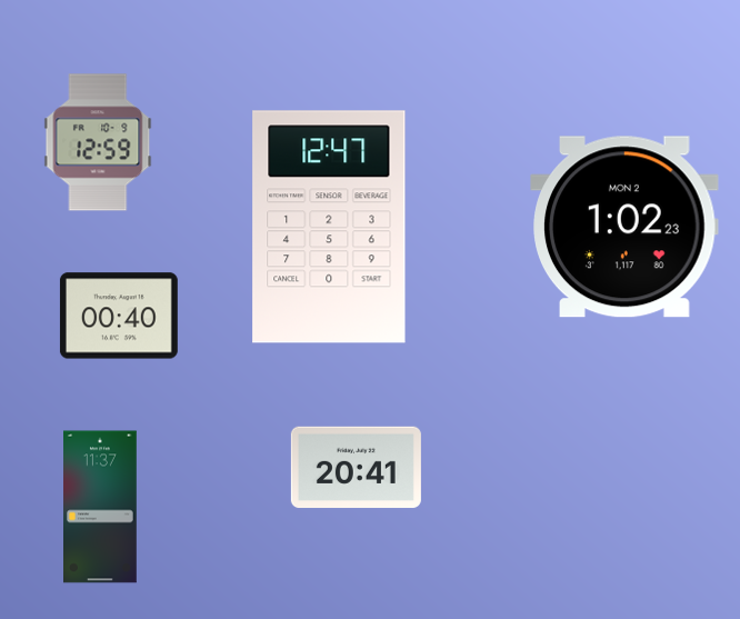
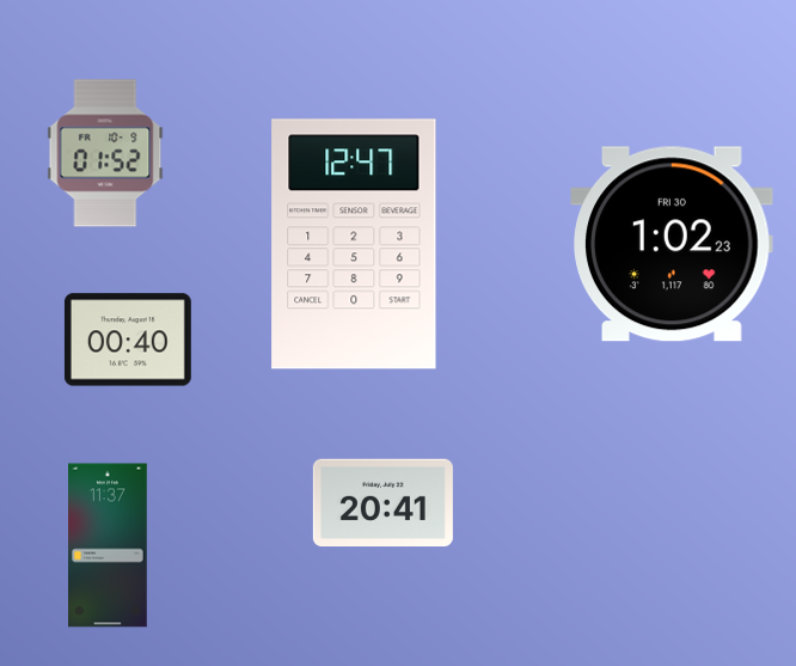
clock at (98, 142): 12:59 -> 01:52
clock at (624, 227) date: MON 2 -> FRI 30
